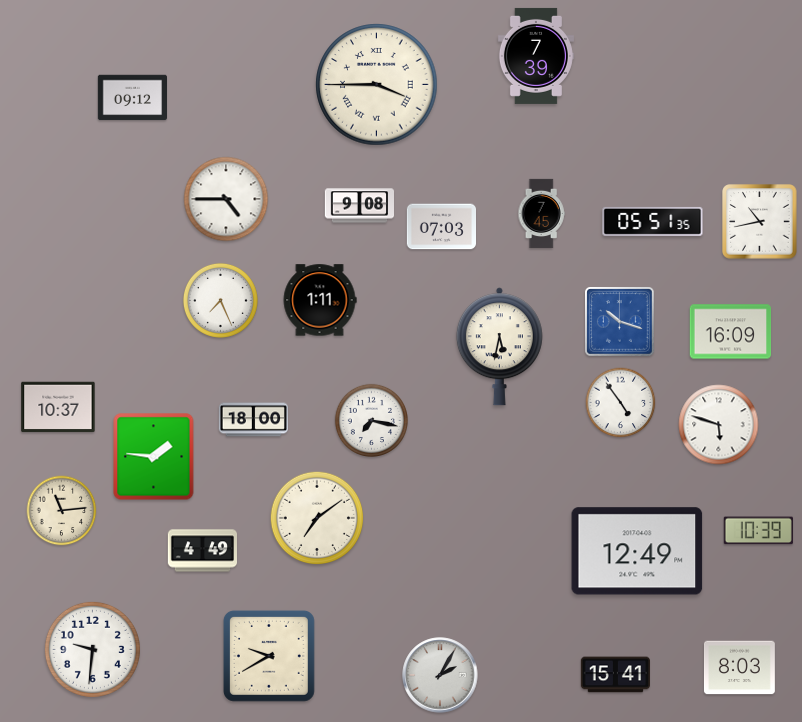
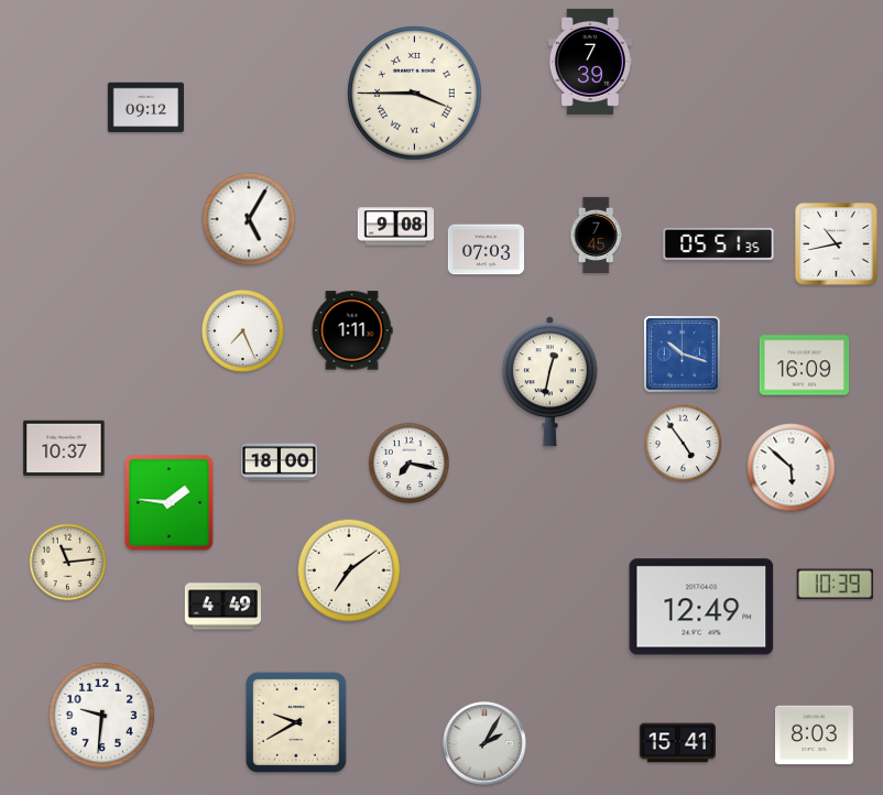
clock at (226, 199): 4:45 -> 5:05
clock at (499, 347): 5:32 -> 12:32
clock at (719, 425): 5:48 -> 5:52
